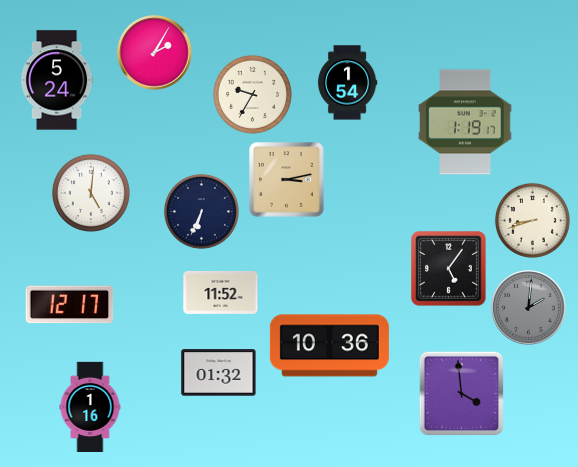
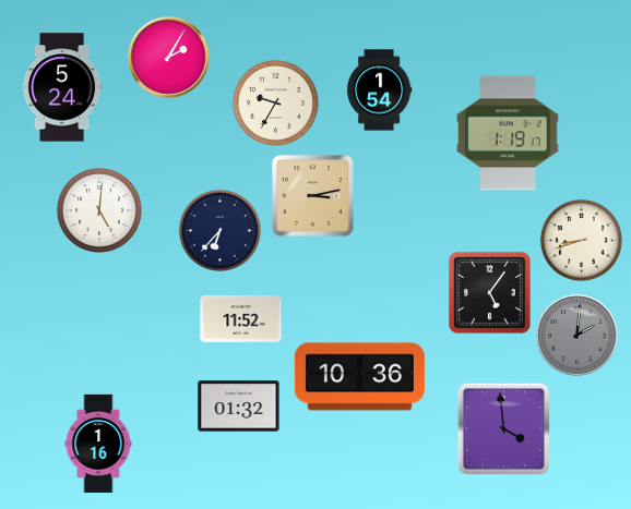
clock at (201, 211): 6:34 -> 6:37
clock at (70, 305): 12:17 -> none
